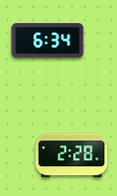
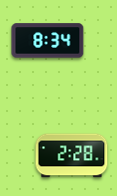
clock at (48, 41): 6:34 -> 8:34
